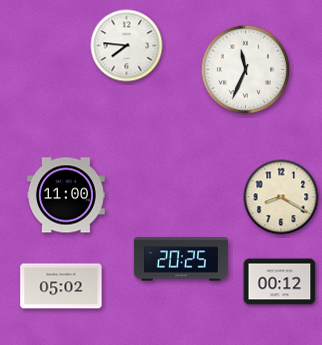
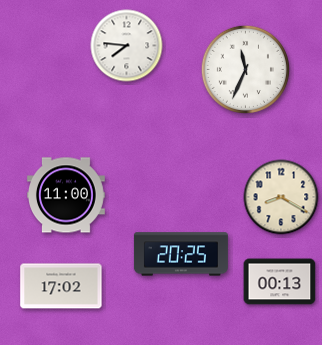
clock at (181, 259) position: (181, 259) -> (181, 254)
clock at (280, 282): 00:12 -> 00:13
clock at (61, 286): 05:02 -> 17:02
